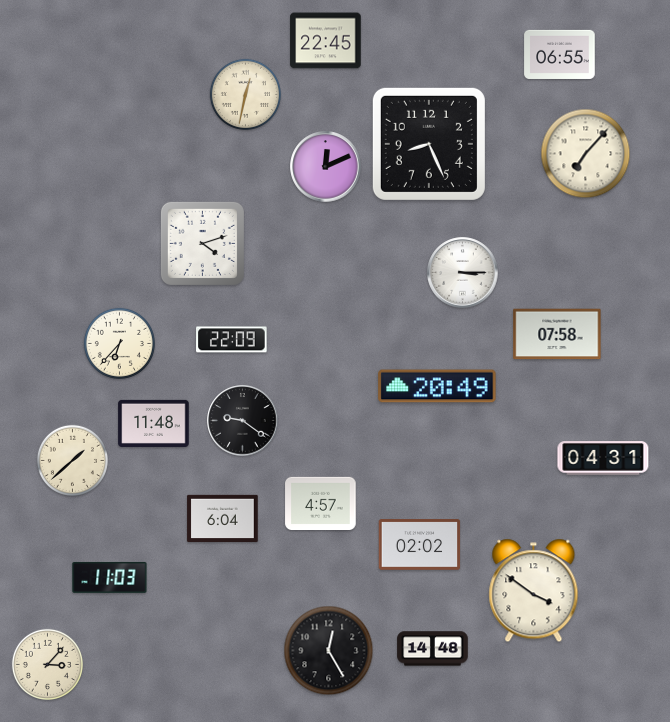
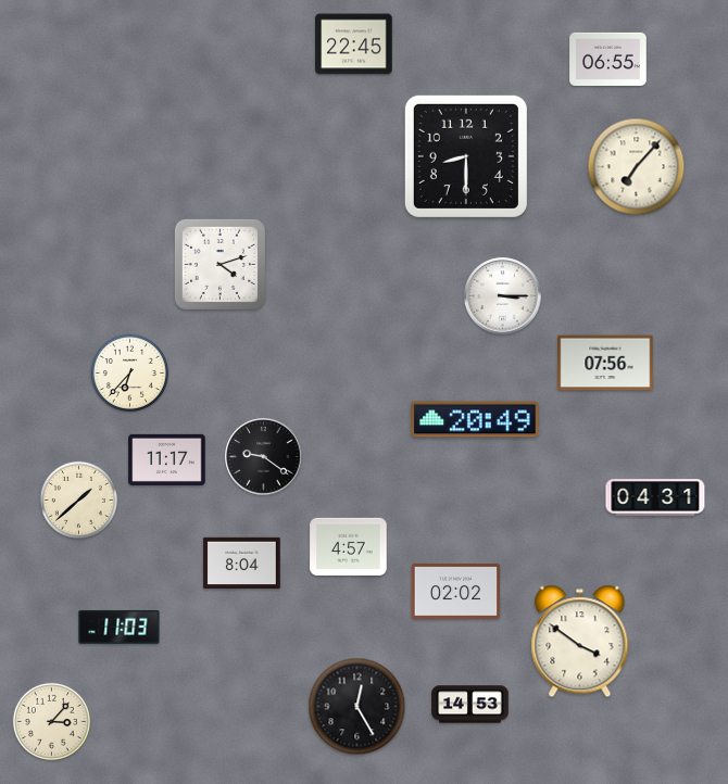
clock at (245, 94): 12:32 -> none
clock at (429, 144): 8:26 -> 8:30
clock at (326, 167): 12:11 -> none
clock at (557, 334): 07:58 -> 07:56
clock at (232, 340): 22:09 -> none
clock at (154, 423): 11:48 -> 11:17
clock at (223, 518): 6:04 -> 8:04
clock at (433, 649): 14:48 -> 14:53
